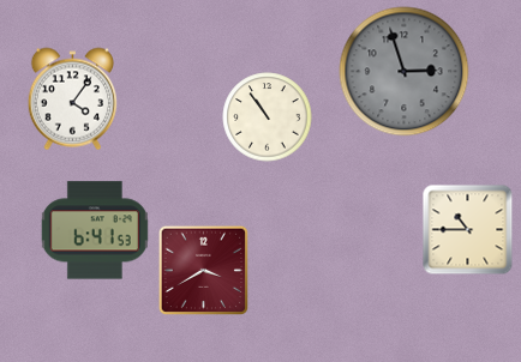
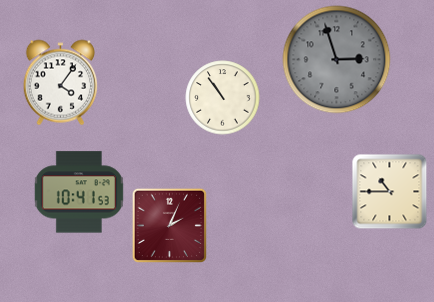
clock at (95, 230): 6:41 -> 10:41
clock at (203, 270): 3:40 -> 2:04
